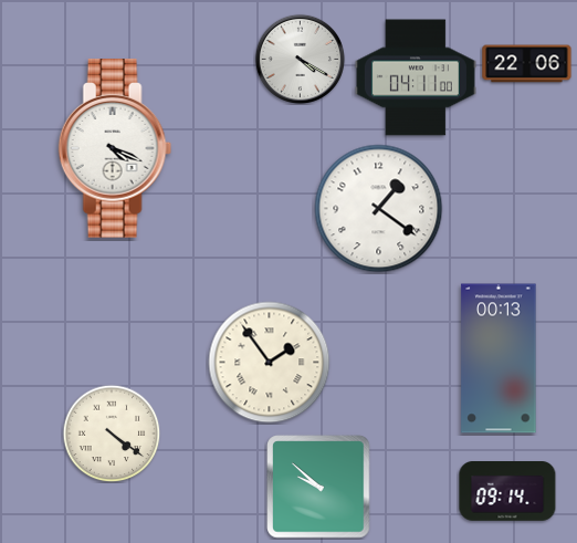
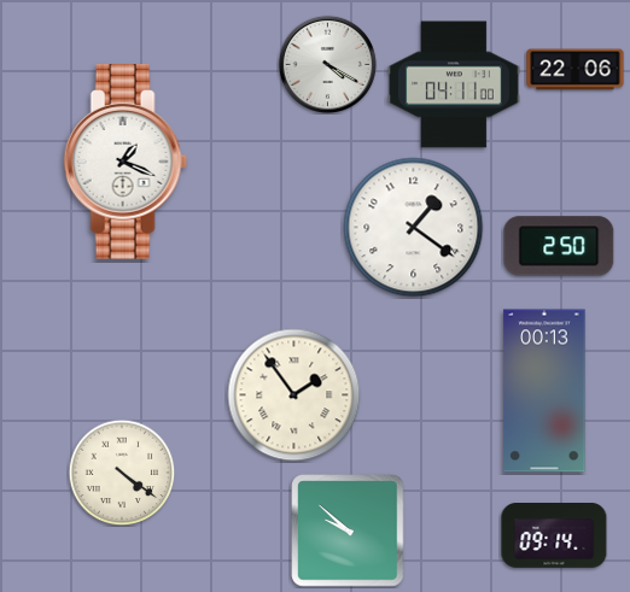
clock at (115, 148): 4:19 -> 1:19
clock at (559, 246): none -> 2:50
